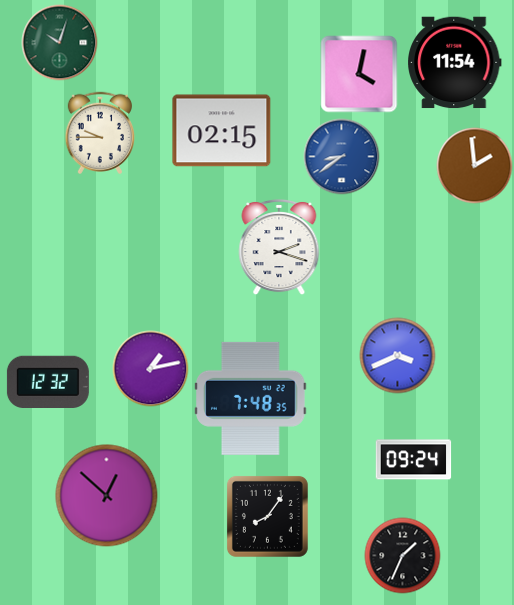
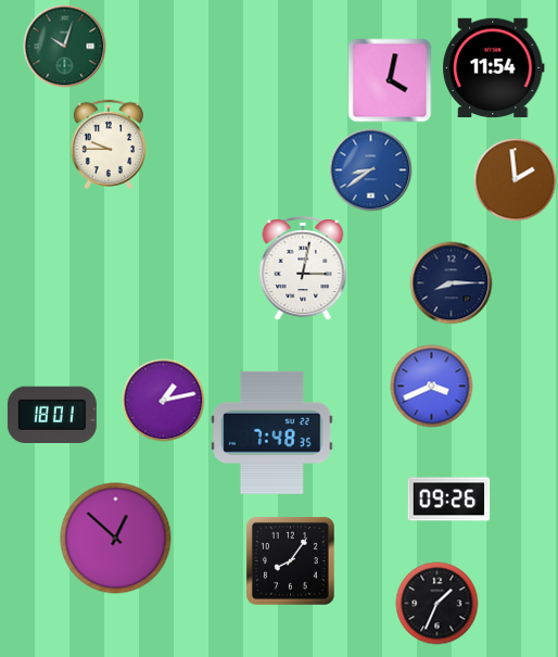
clock at (222, 131): 02:15 -> none
clock at (279, 247): 2:18 -> 3:02
clock at (452, 283): none -> 8:15
clock at (48, 381): 12:32 -> 18:01
clock at (414, 460): 09:24 -> 09:26
